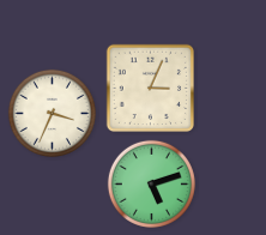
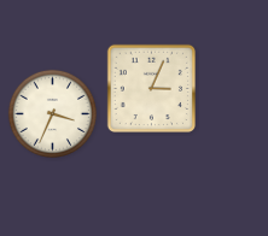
clock at (151, 183): 5:12 -> none
